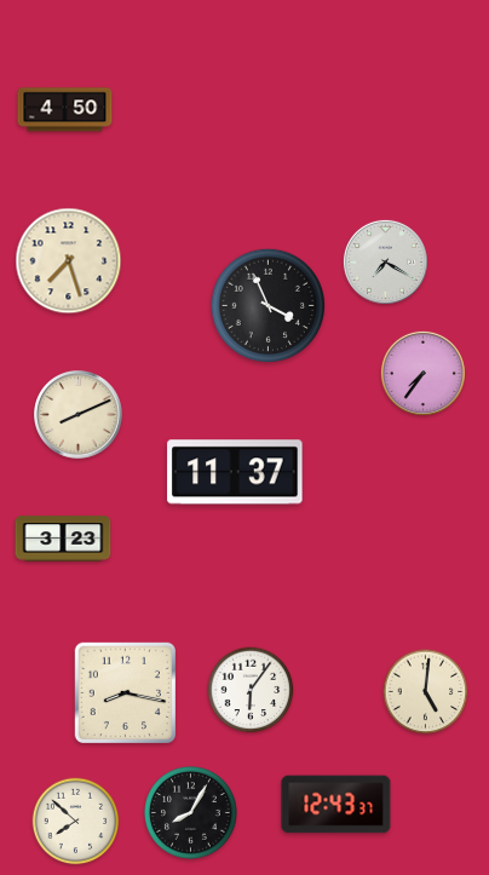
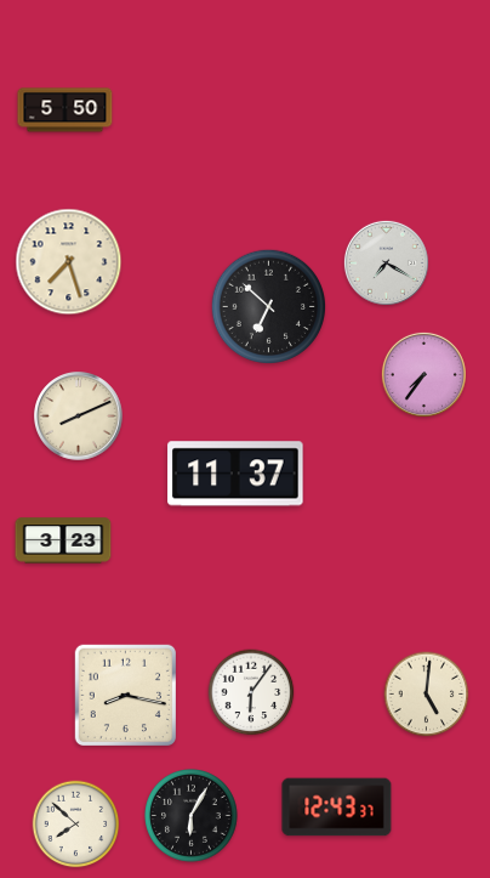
clock at (65, 110): 4:50 -> 5:50
clock at (267, 305): 3:56 -> 6:52
clock at (191, 813): 8:05 -> 6:05
